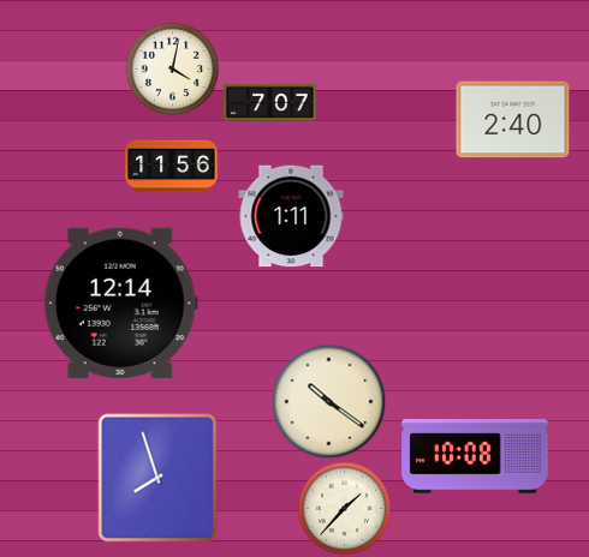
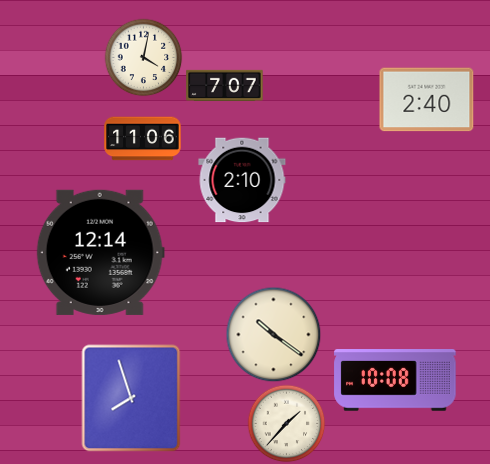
clock at (172, 167): 11:56 -> 11:06
clock at (291, 216): 1:11 -> 2:10
